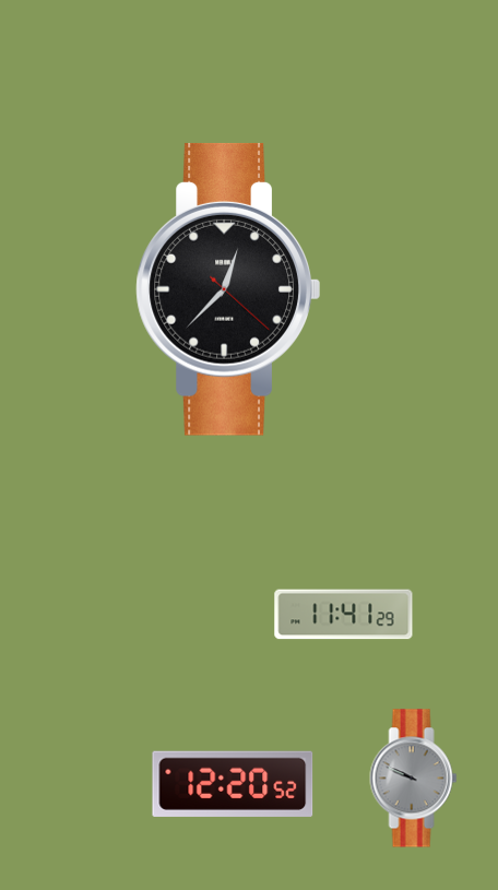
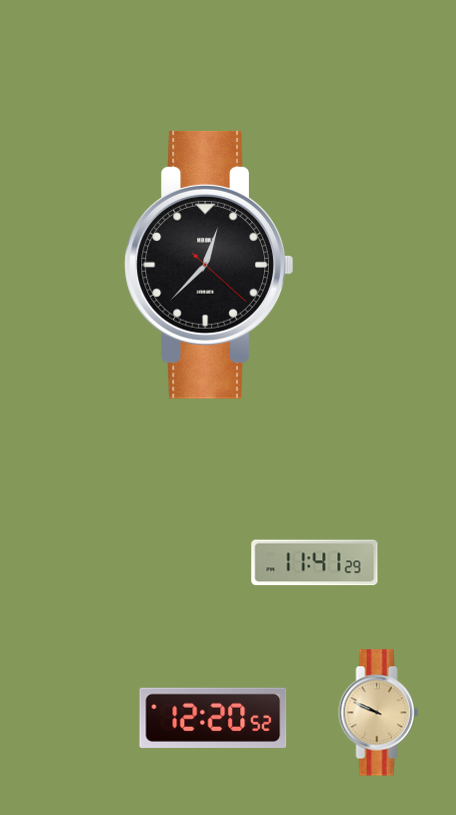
clock at (414, 779) dial: grey -> champagne
